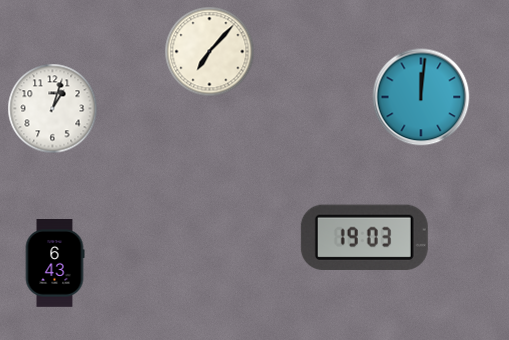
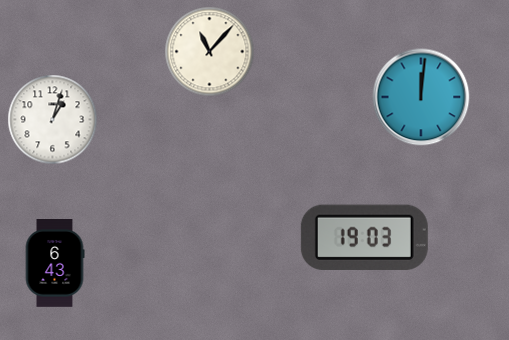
clock at (210, 52): 7:07 -> 11:07
clock at (53, 109) position: (53, 109) -> (53, 120)
